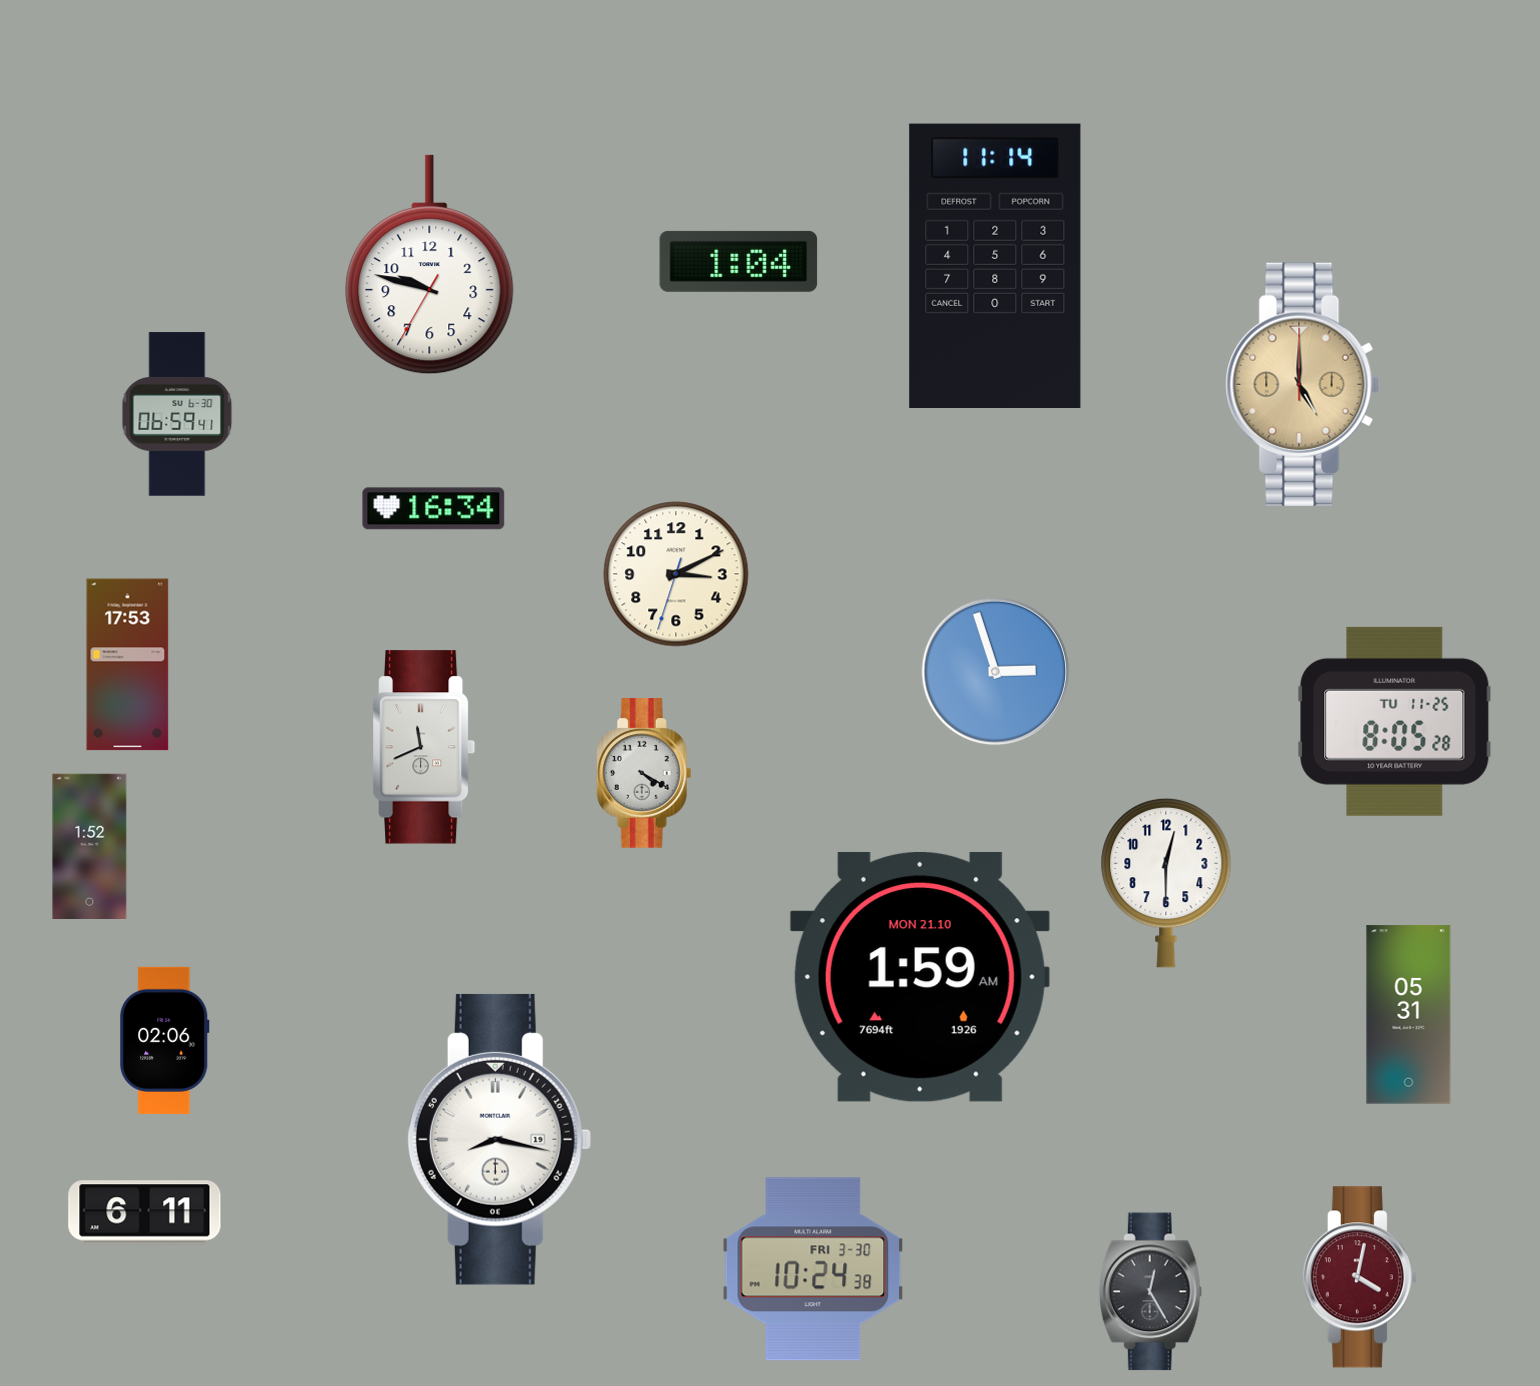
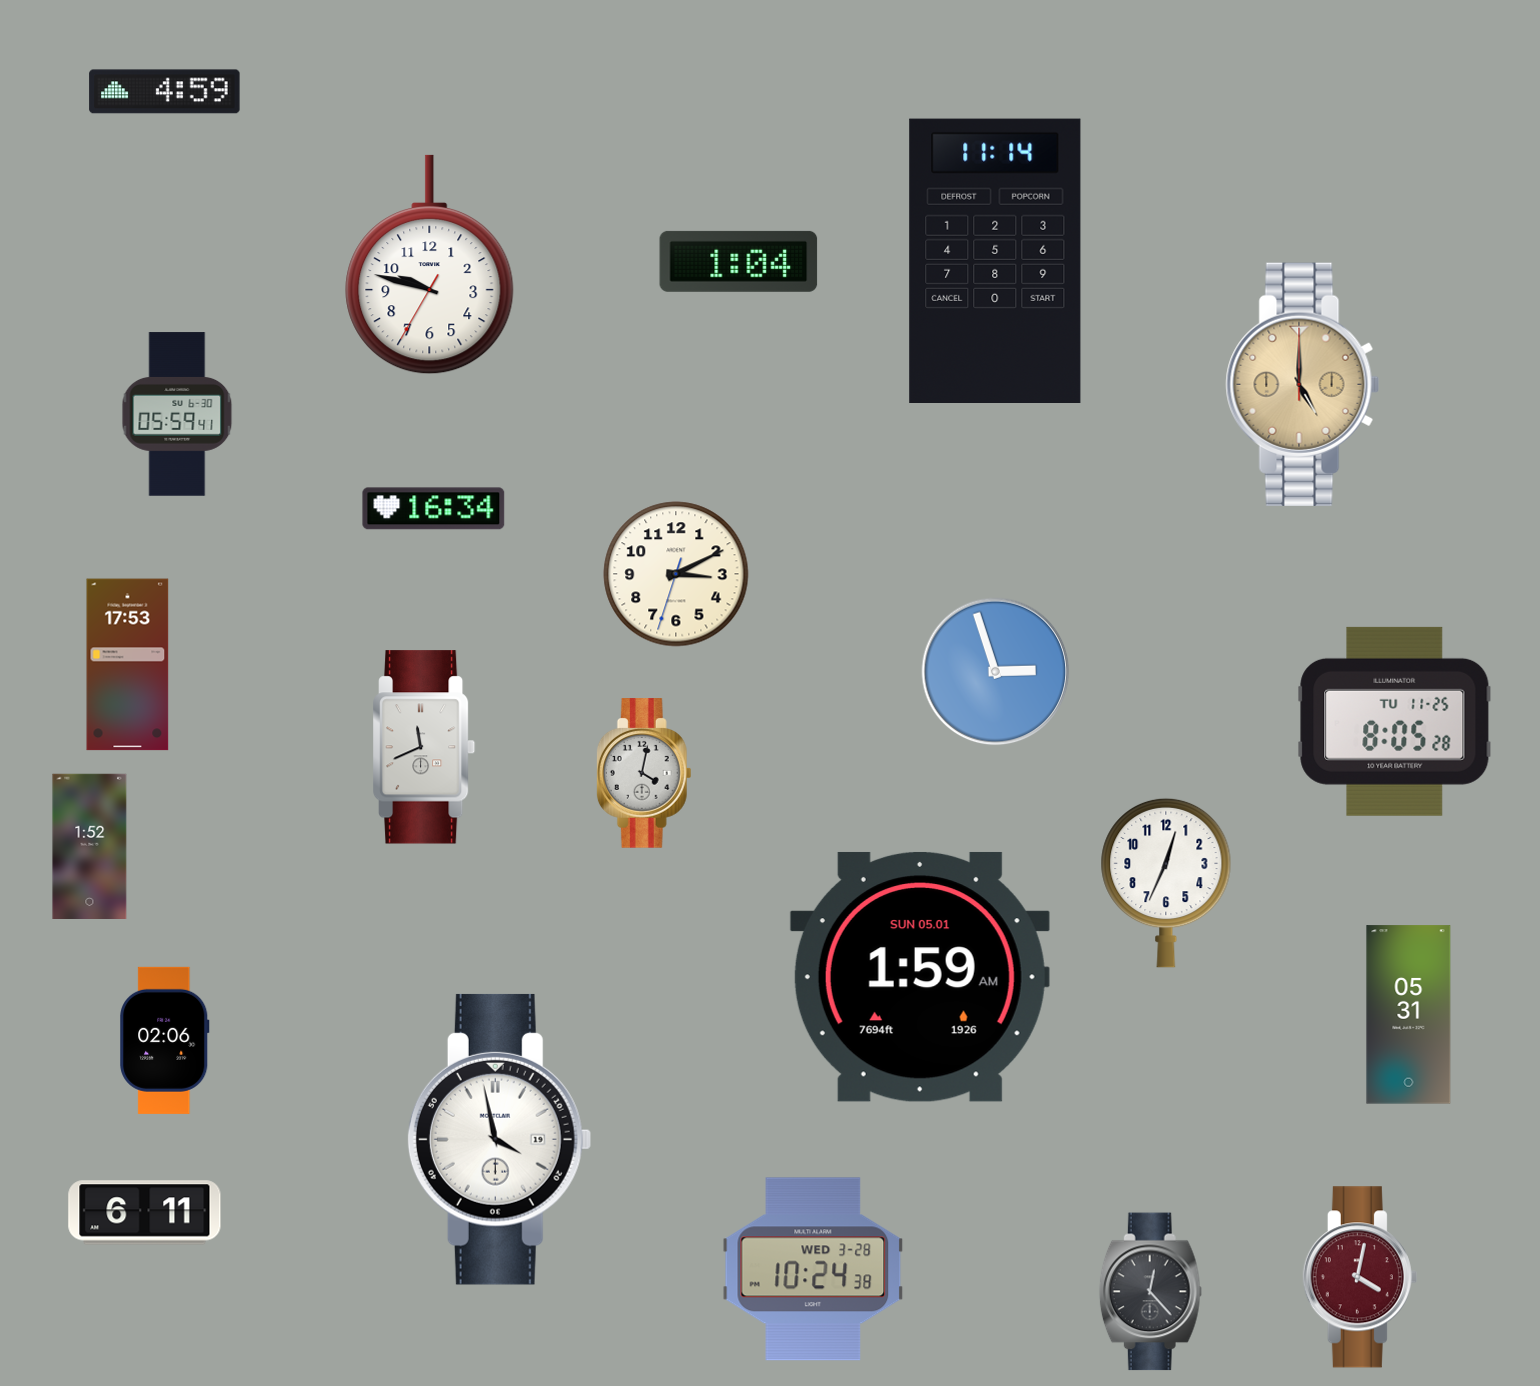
clock at (165, 92): none -> 4:59
clock at (995, 265) position: (995, 265) -> (995, 260)
clock at (177, 414): 06:59 -> 05:59
clock at (644, 773): 4:20 -> 4:02
clock at (1166, 883): 12:30 -> 12:34
clock at (920, 977) date: MON 21.10 -> SUN 05.01
clock at (499, 1139): 8:17 -> 3:58
clock at (813, 1269) date: FRI 3-30 -> WED 3-28
clock at (1150, 1292): 12:25 -> 12:23
